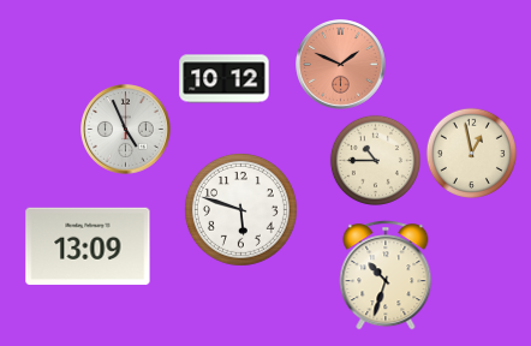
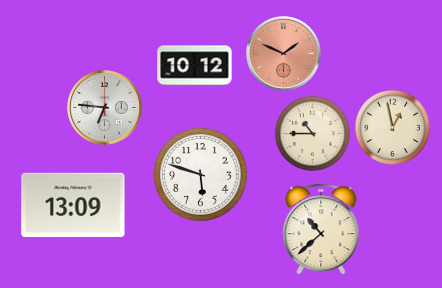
clock at (225, 79) position: (225, 79) -> (195, 66)
clock at (126, 130): 4:56 -> 6:46
clock at (386, 275): 10:33 -> 10:38
